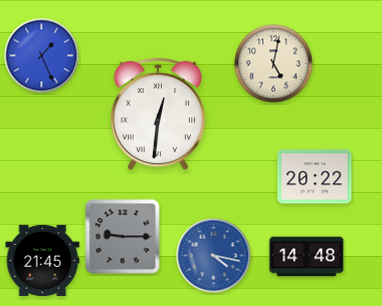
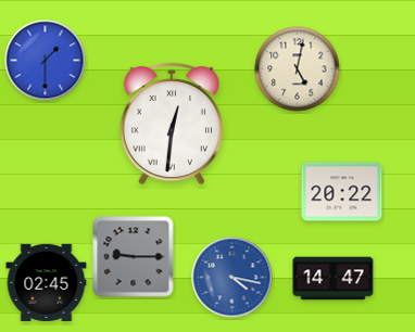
clock at (42, 56): 1:26 -> 1:30
clock at (307, 257): 14:48 -> 14:47
clock at (43, 260): 21:45 -> 02:45
